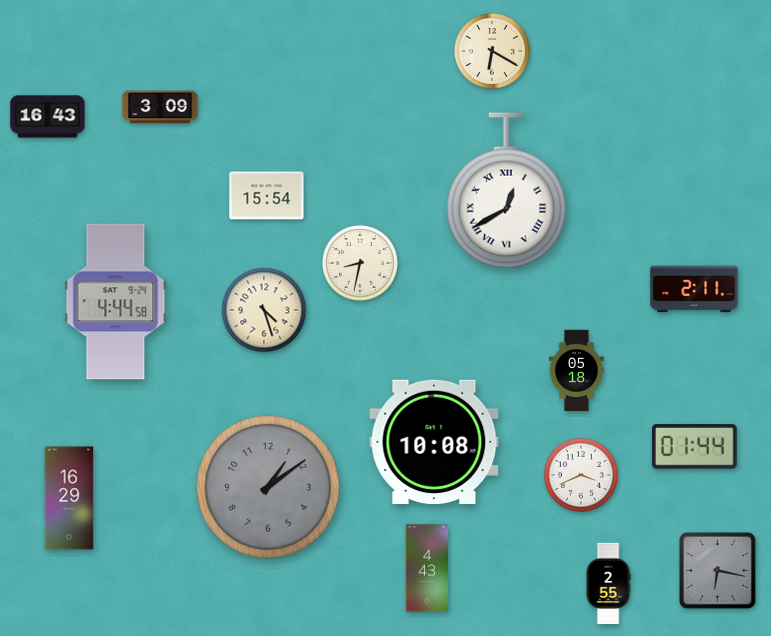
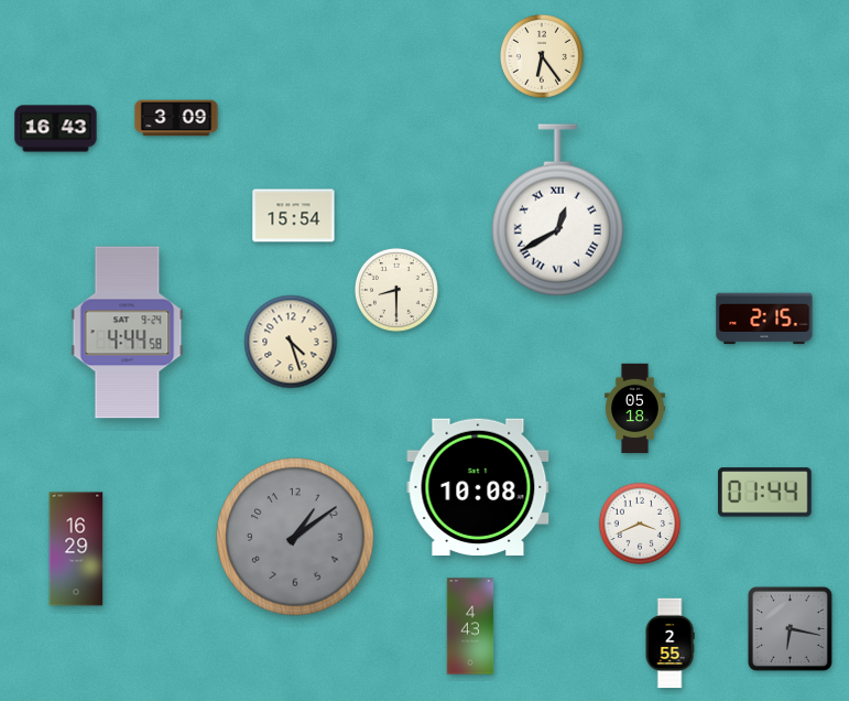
clock at (492, 51): 6:20 -> 6:24
clock at (48, 117) position: (48, 117) -> (56, 129)
clock at (360, 263): 8:32 -> 8:30
clock at (694, 289): 2:11 -> 2:15
